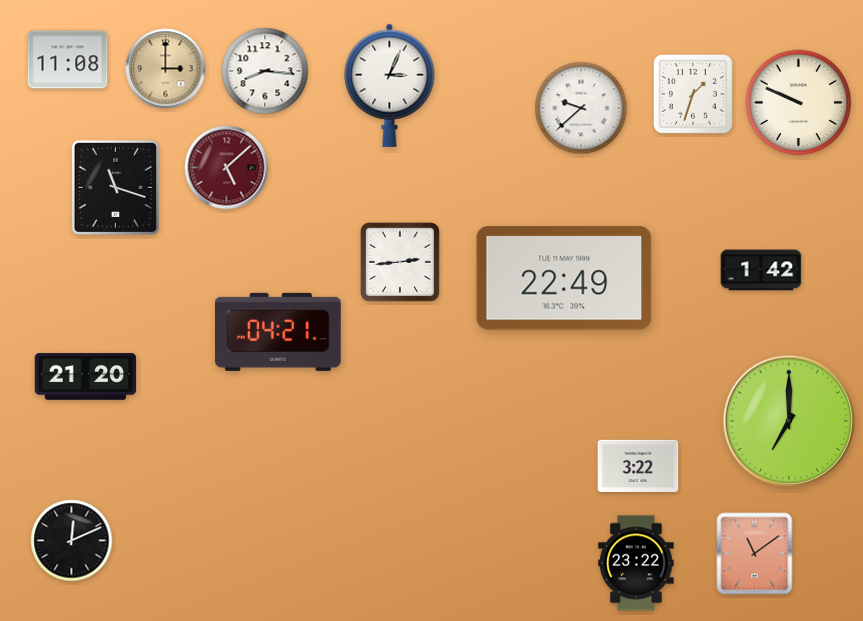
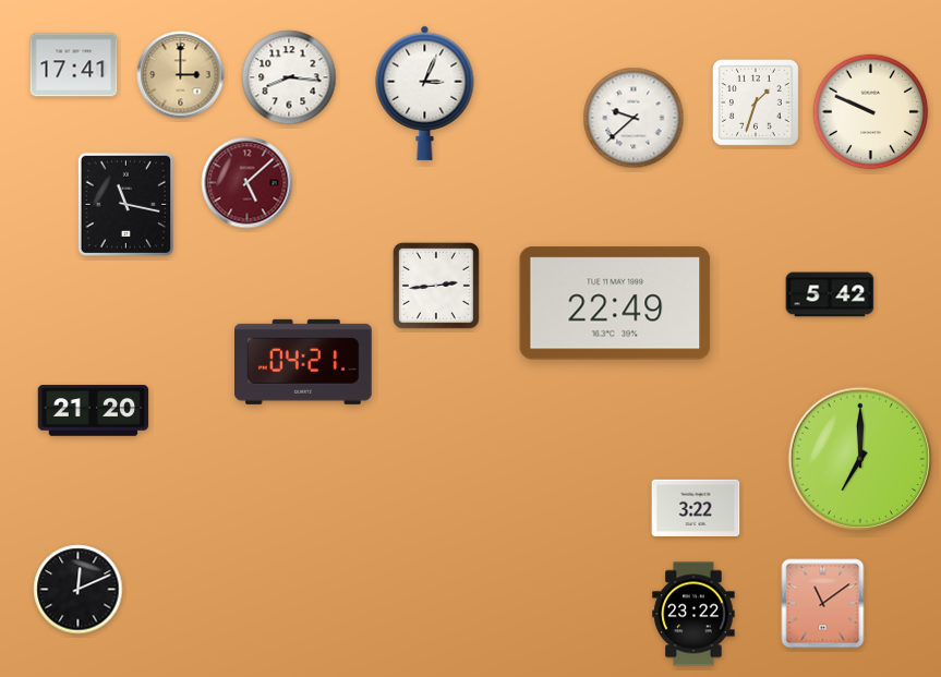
clock at (68, 60): 11:08 -> 17:41
clock at (115, 187): 11:18 -> 11:17
clock at (761, 270): 1:42 -> 5:42
